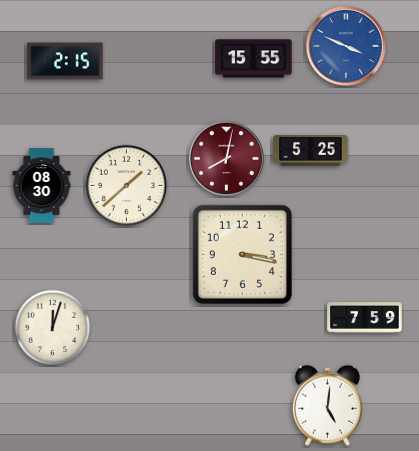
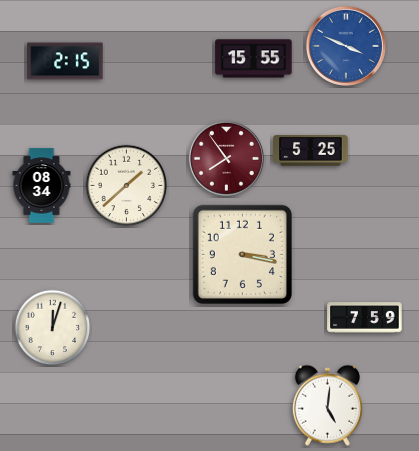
clock at (226, 158): 8:02 -> 7:54
clock at (42, 186): 08:30 -> 08:34
